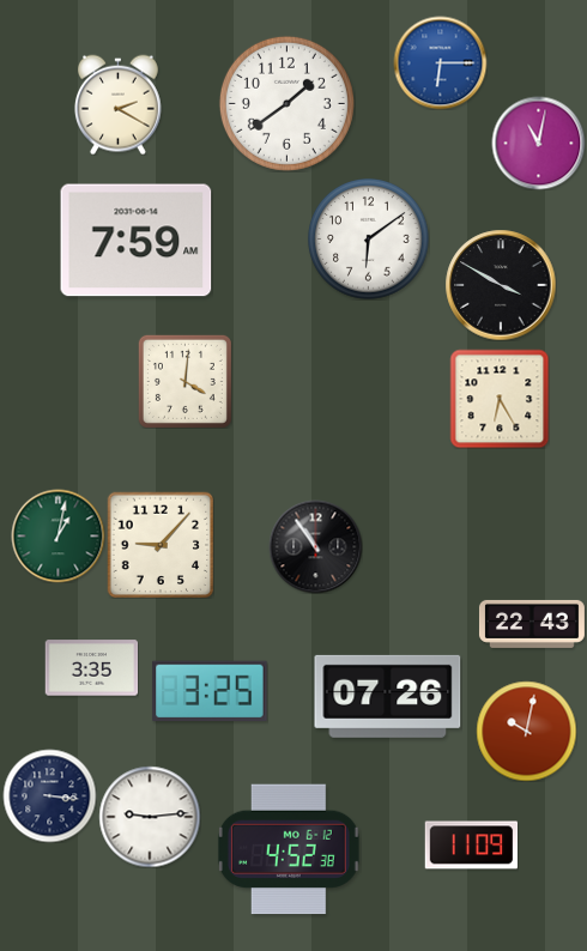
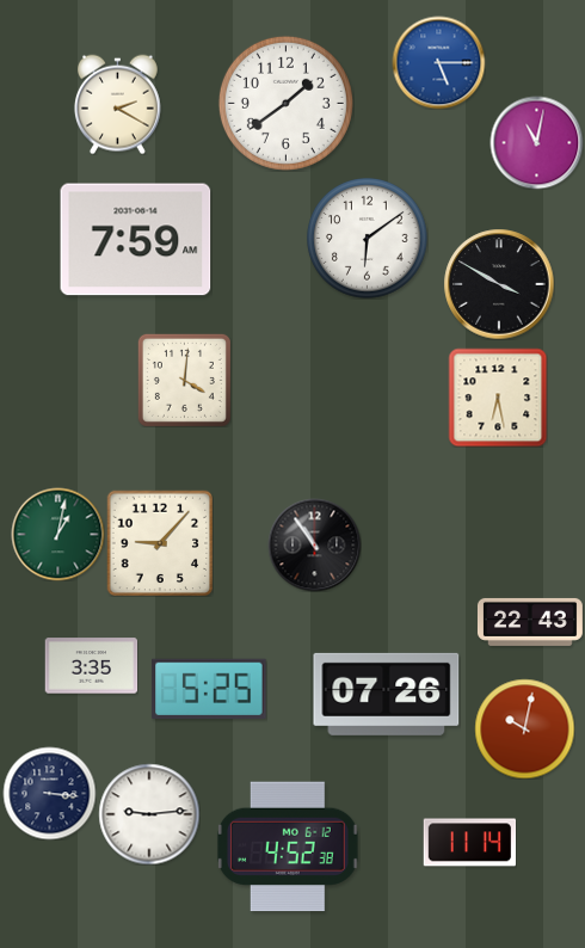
clock at (440, 62): 6:15 -> 5:15
clock at (500, 399): 6:25 -> 6:28
clock at (210, 691): 3:25 -> 5:25
clock at (471, 846): 11:09 -> 11:14
